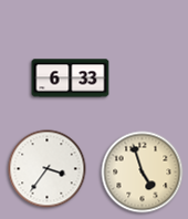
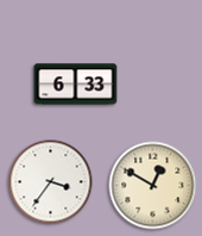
clock at (143, 173): 4:57 -> 12:50
